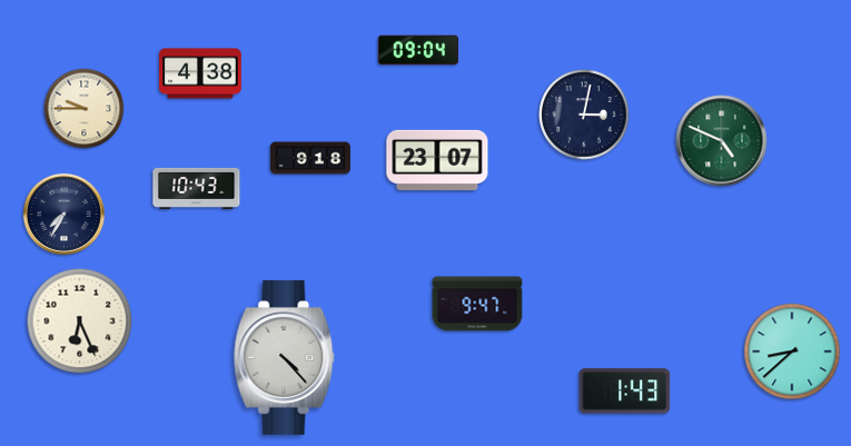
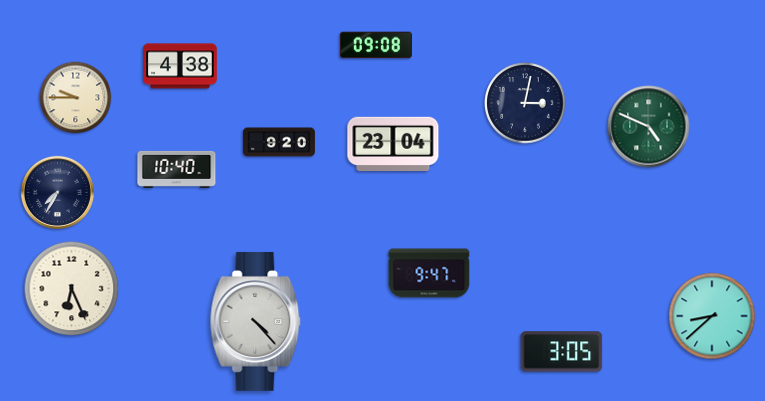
clock at (418, 50): 09:04 -> 09:08
clock at (310, 158): 9:18 -> 9:20
clock at (437, 159): 23:07 -> 23:04
clock at (197, 188): 10:43 -> 10:40
clock at (625, 392): 1:43 -> 3:05
